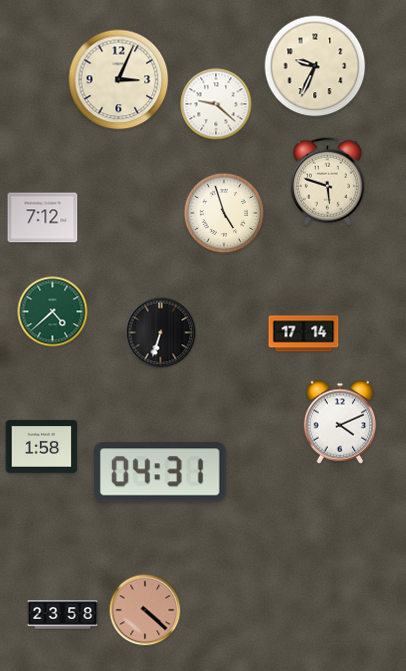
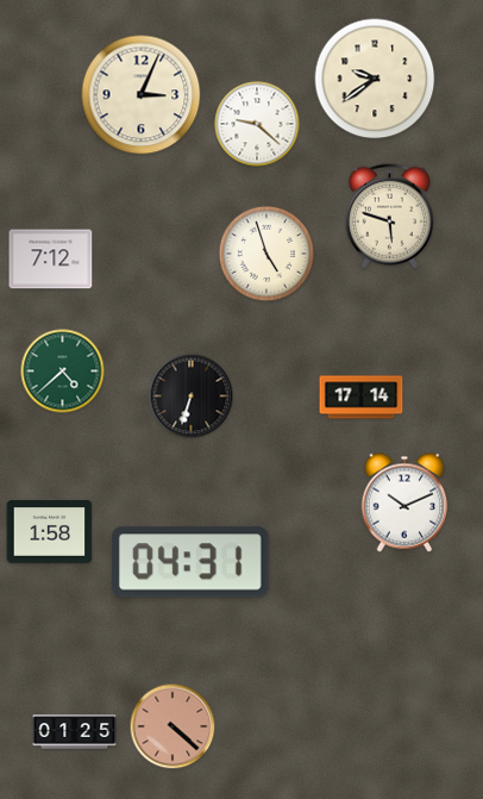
clock at (315, 66): 9:34 -> 9:39
clock at (340, 422): 4:11 -> 10:11
clock at (63, 615): 23:58 -> 01:25
